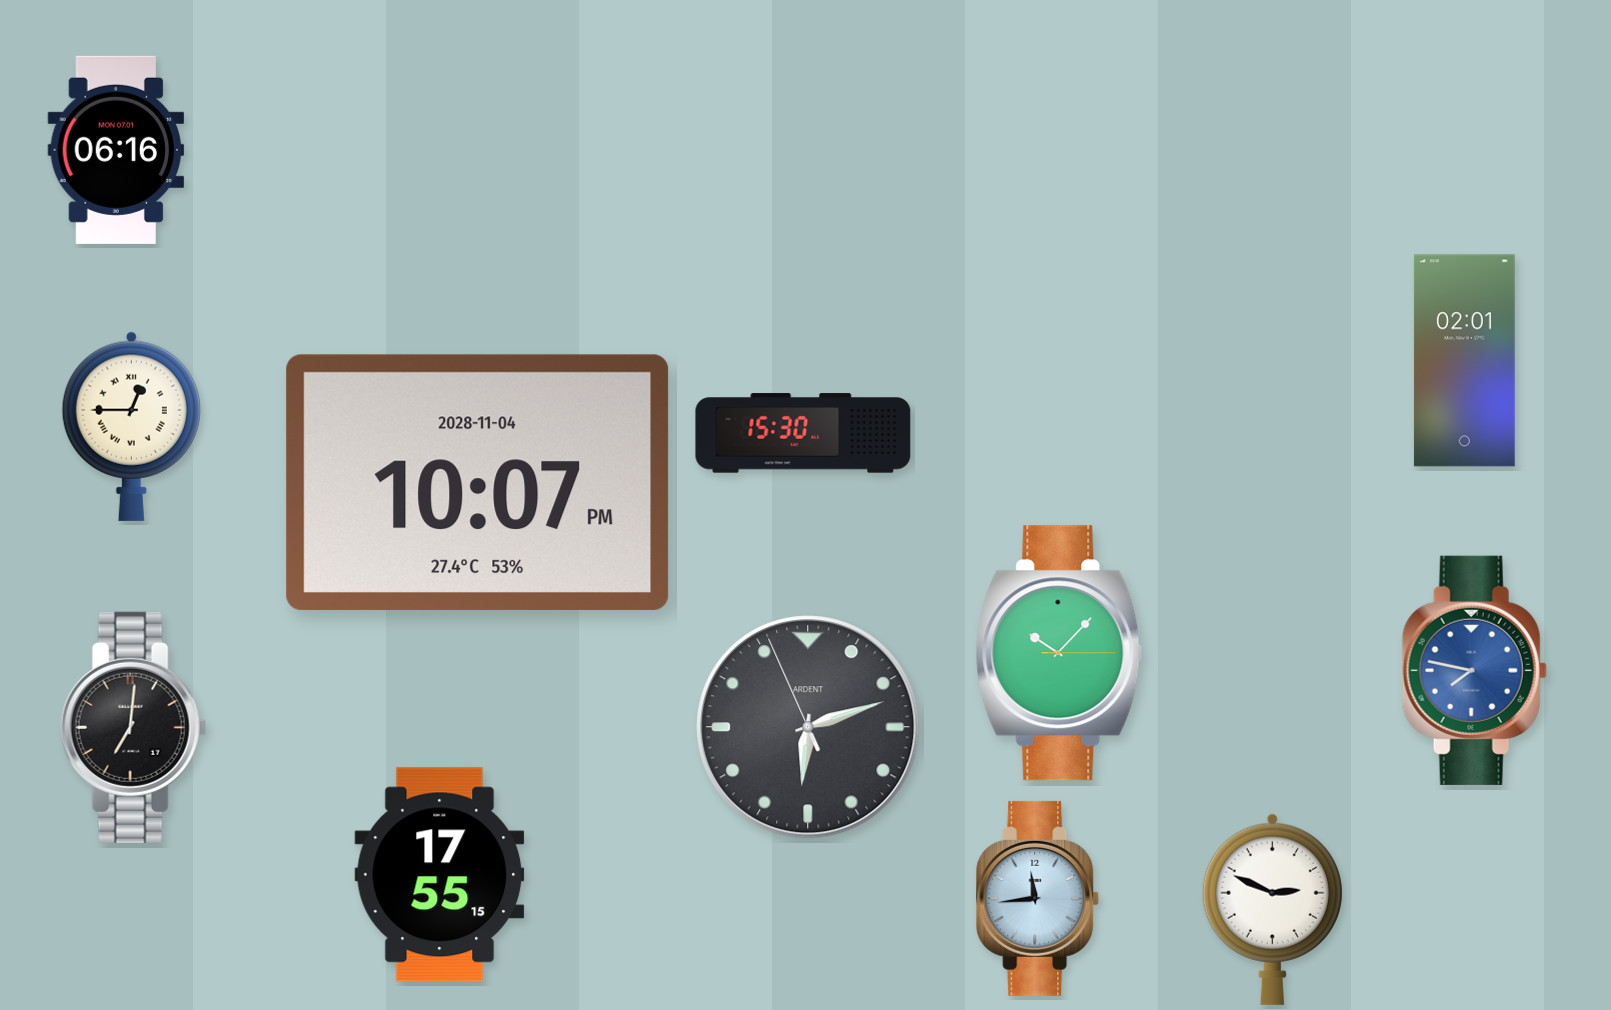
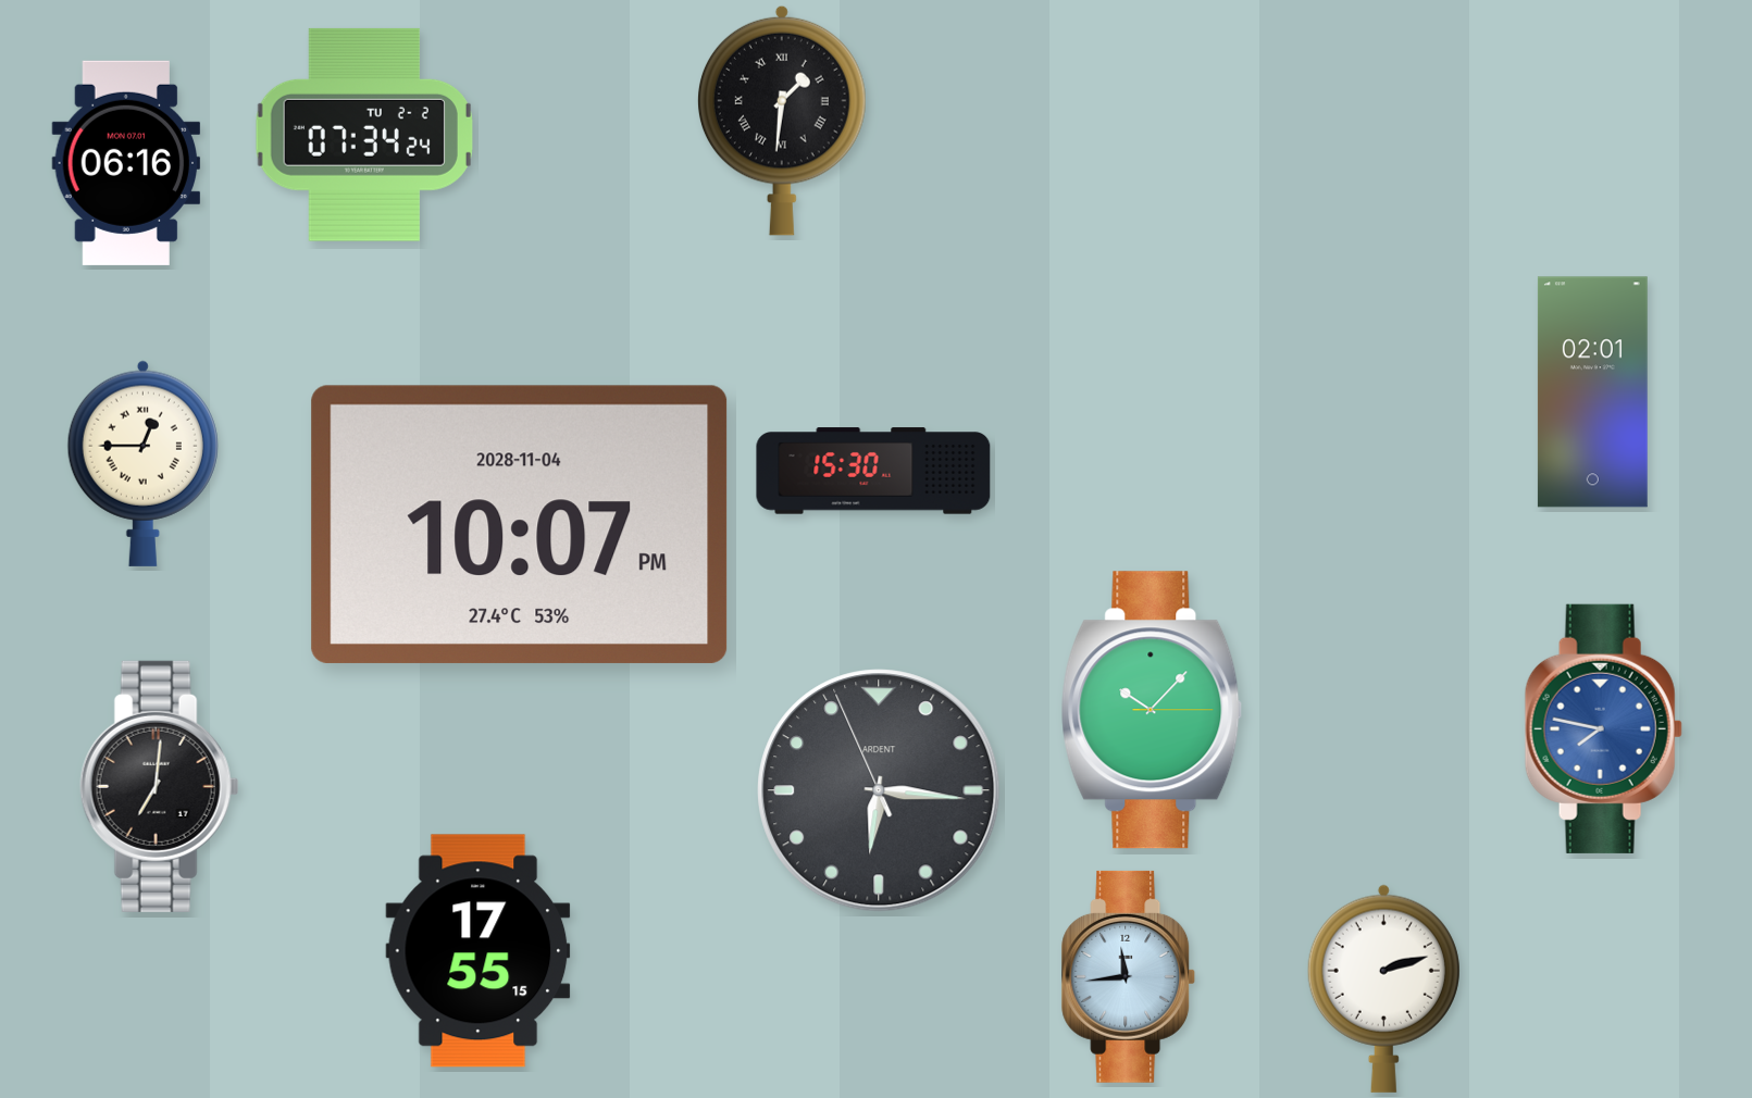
clock at (782, 121): none -> 1:31
clock at (364, 135): none -> 07:34
clock at (134, 727) position: (134, 727) -> (160, 786)
clock at (808, 727): 6:11 -> 6:15
clock at (1272, 909): 2:49 -> 2:12
